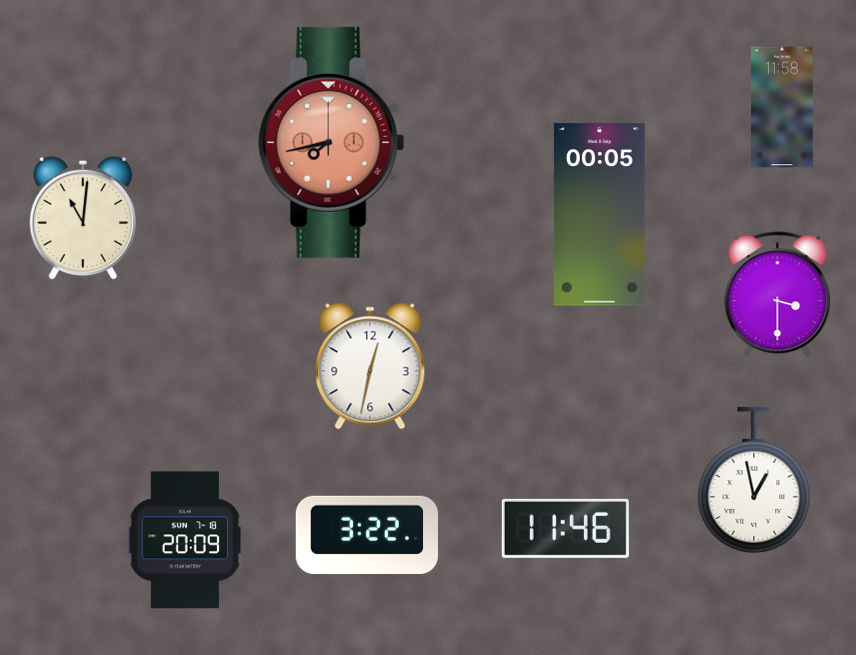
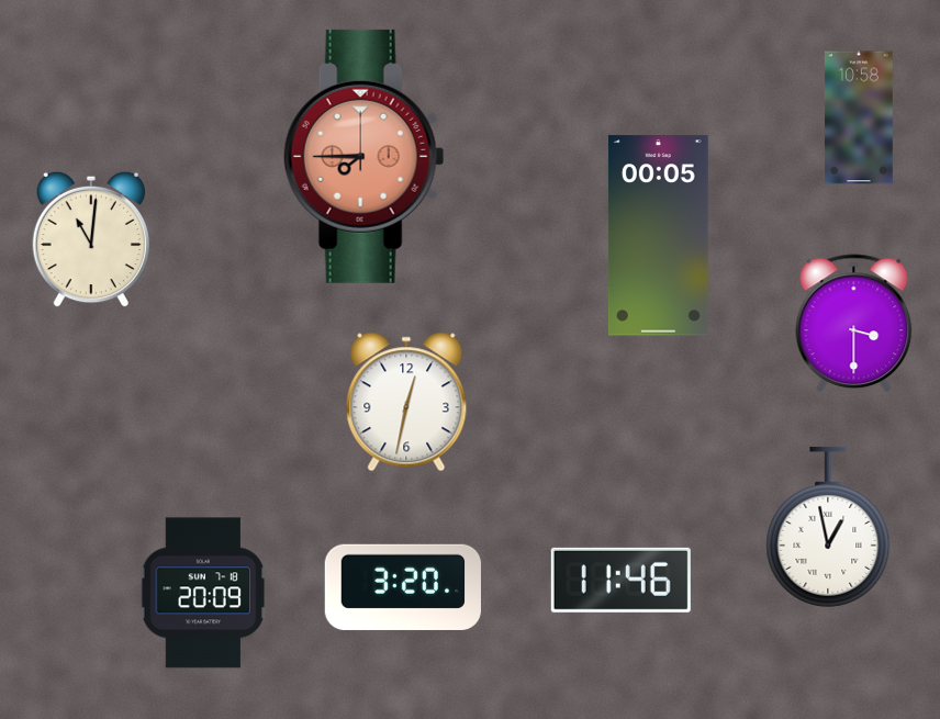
clock at (782, 107): 11:58 -> 10:58
clock at (332, 142): 7:43 -> 7:45
clock at (367, 535): 3:22 -> 3:20
